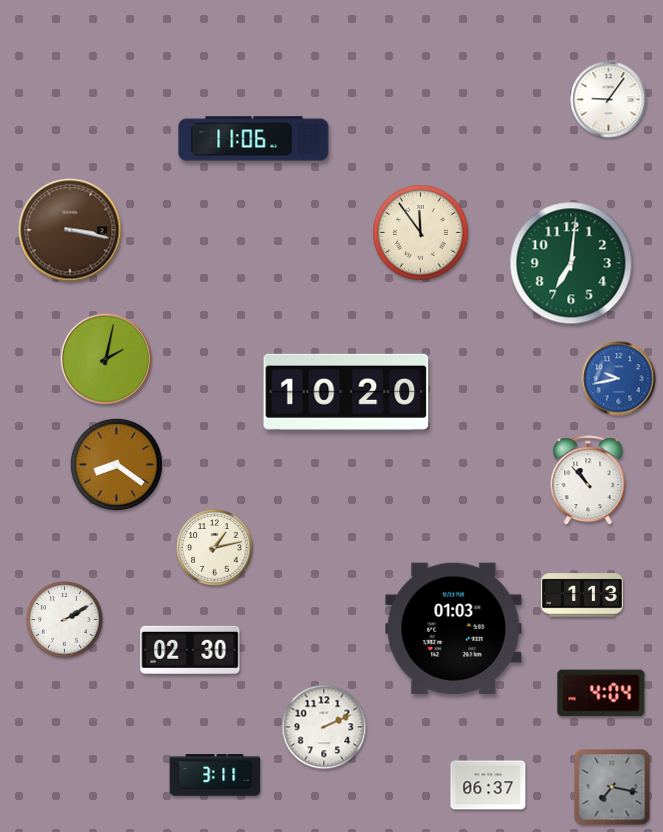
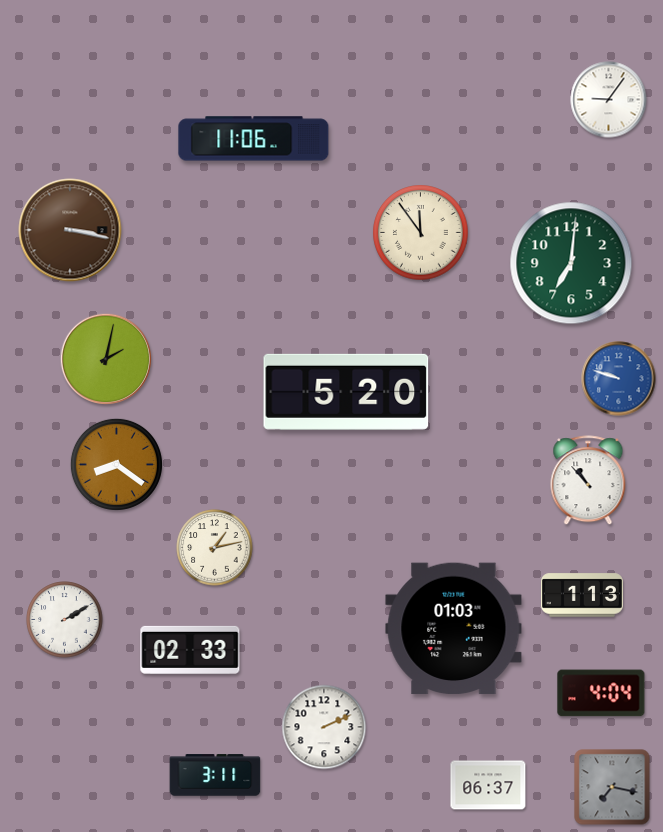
clock at (619, 379): 9:43 -> 9:48
clock at (346, 392): 10:20 -> 5:20
clock at (190, 650): 02:30 -> 02:33
